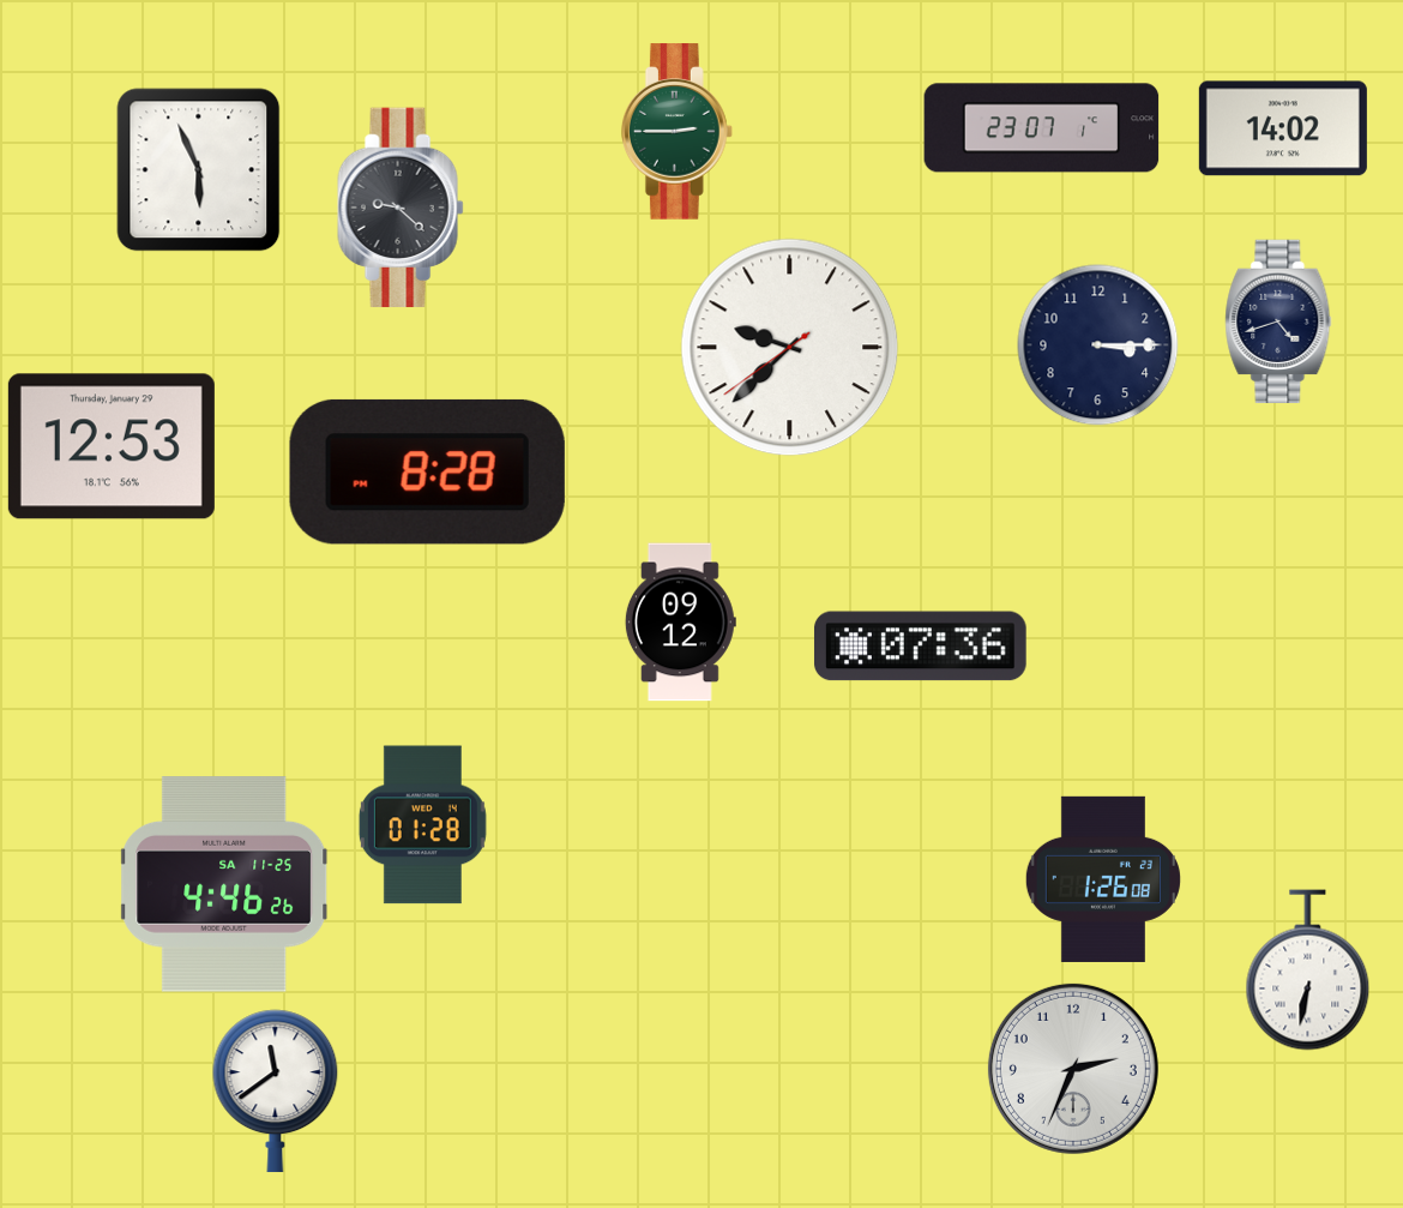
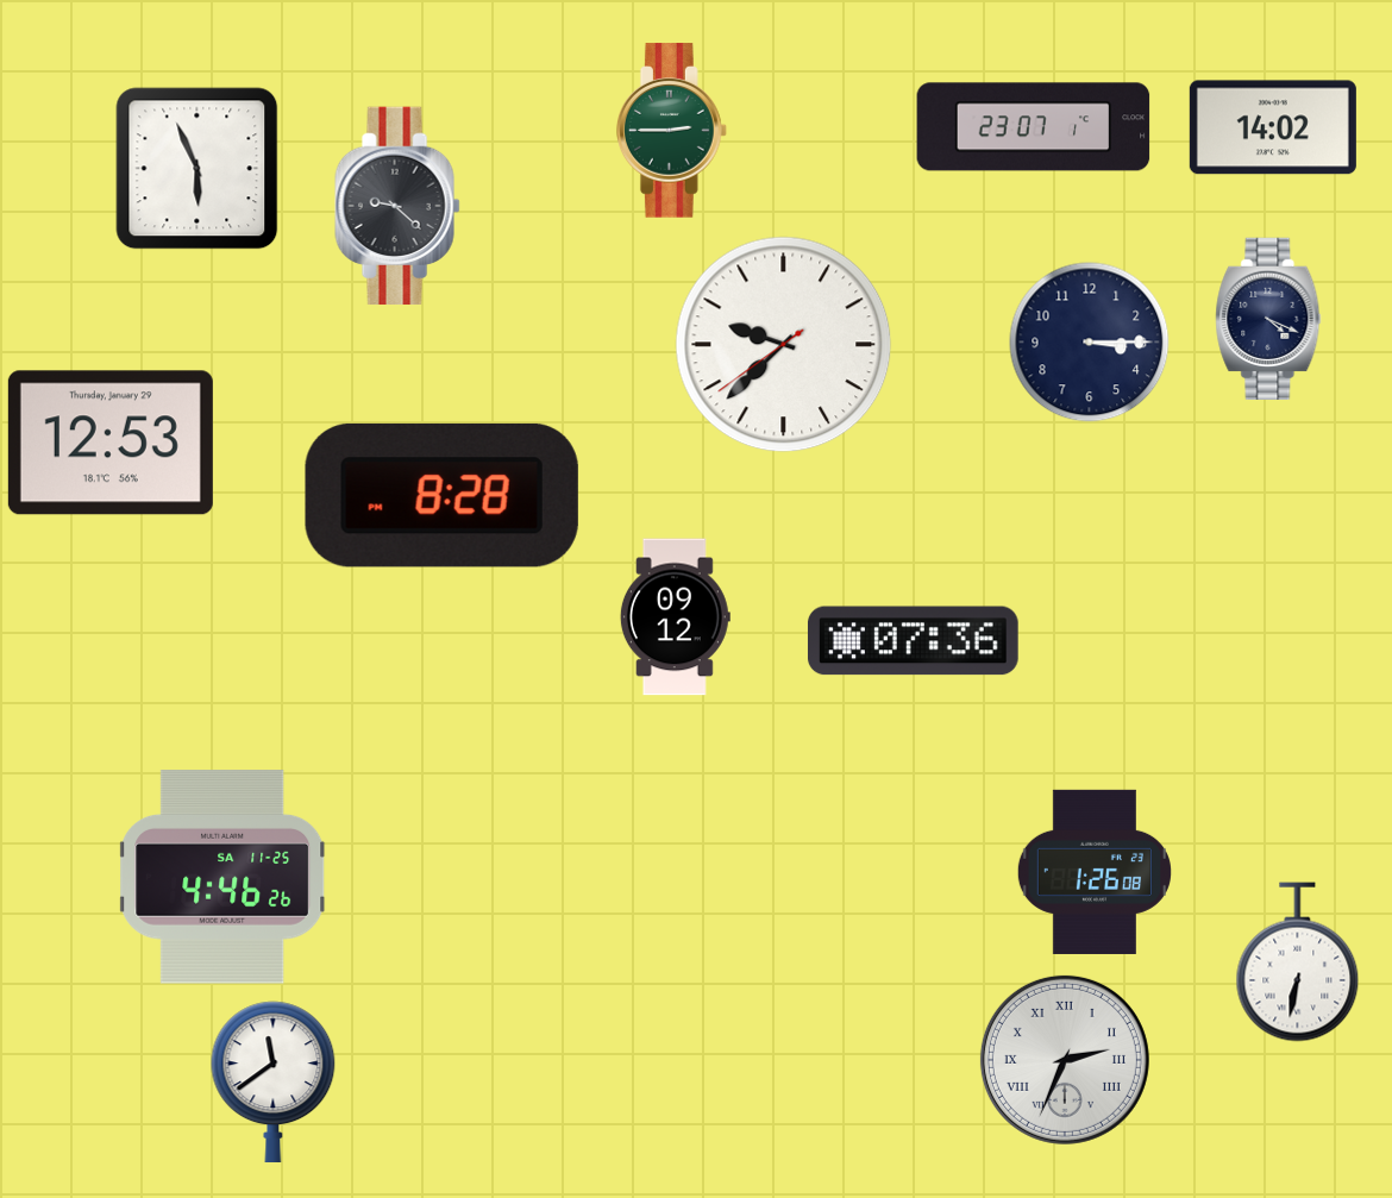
clock at (1278, 320): 4:42 -> 4:19
clock at (427, 471) position: (427, 471) -> (441, 495)
clock at (422, 825): 01:28 -> none
clock at (1073, 1069) numerals: Arabic -> Roman
